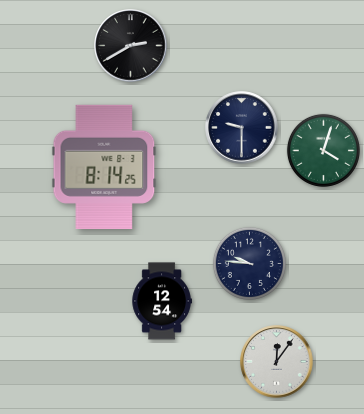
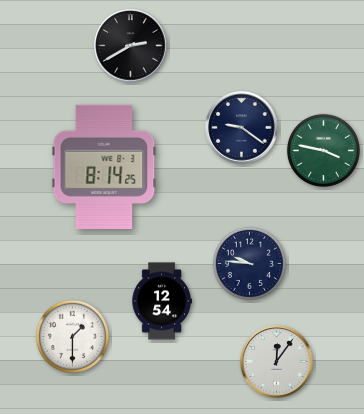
clock at (242, 128): 9:30 -> 9:21
clock at (323, 150): 4:03 -> 3:47
clock at (72, 336): none -> 1:30
